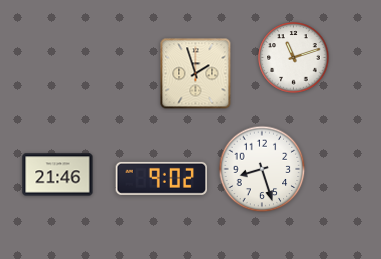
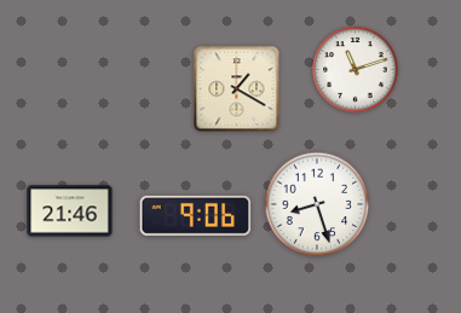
clock at (196, 74): 1:57 -> 1:20
clock at (162, 178): 9:02 -> 9:06
